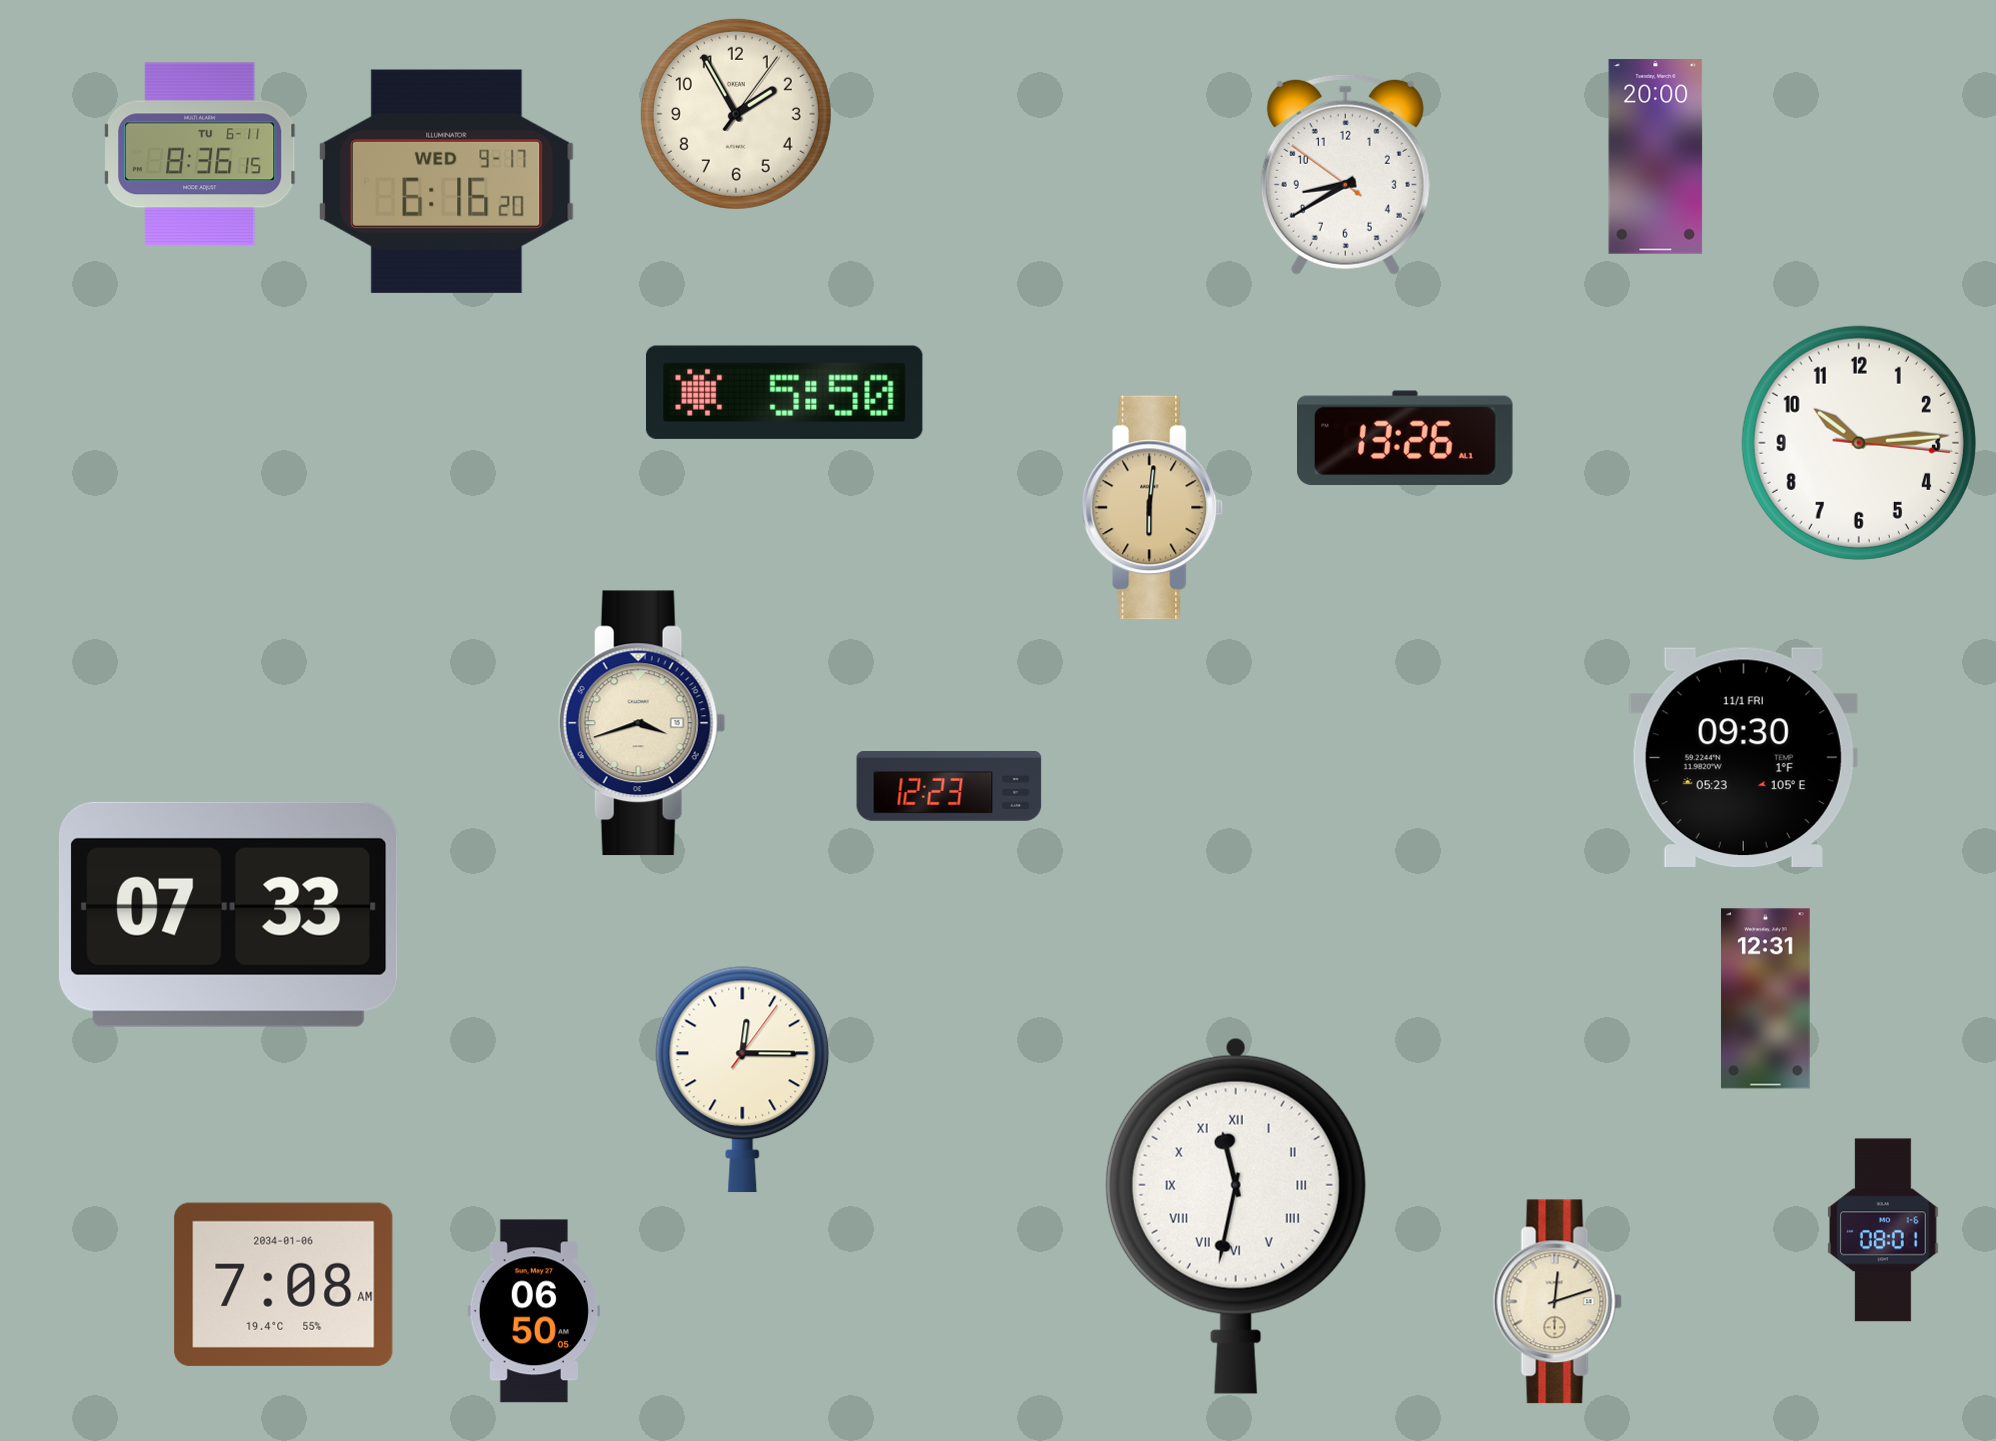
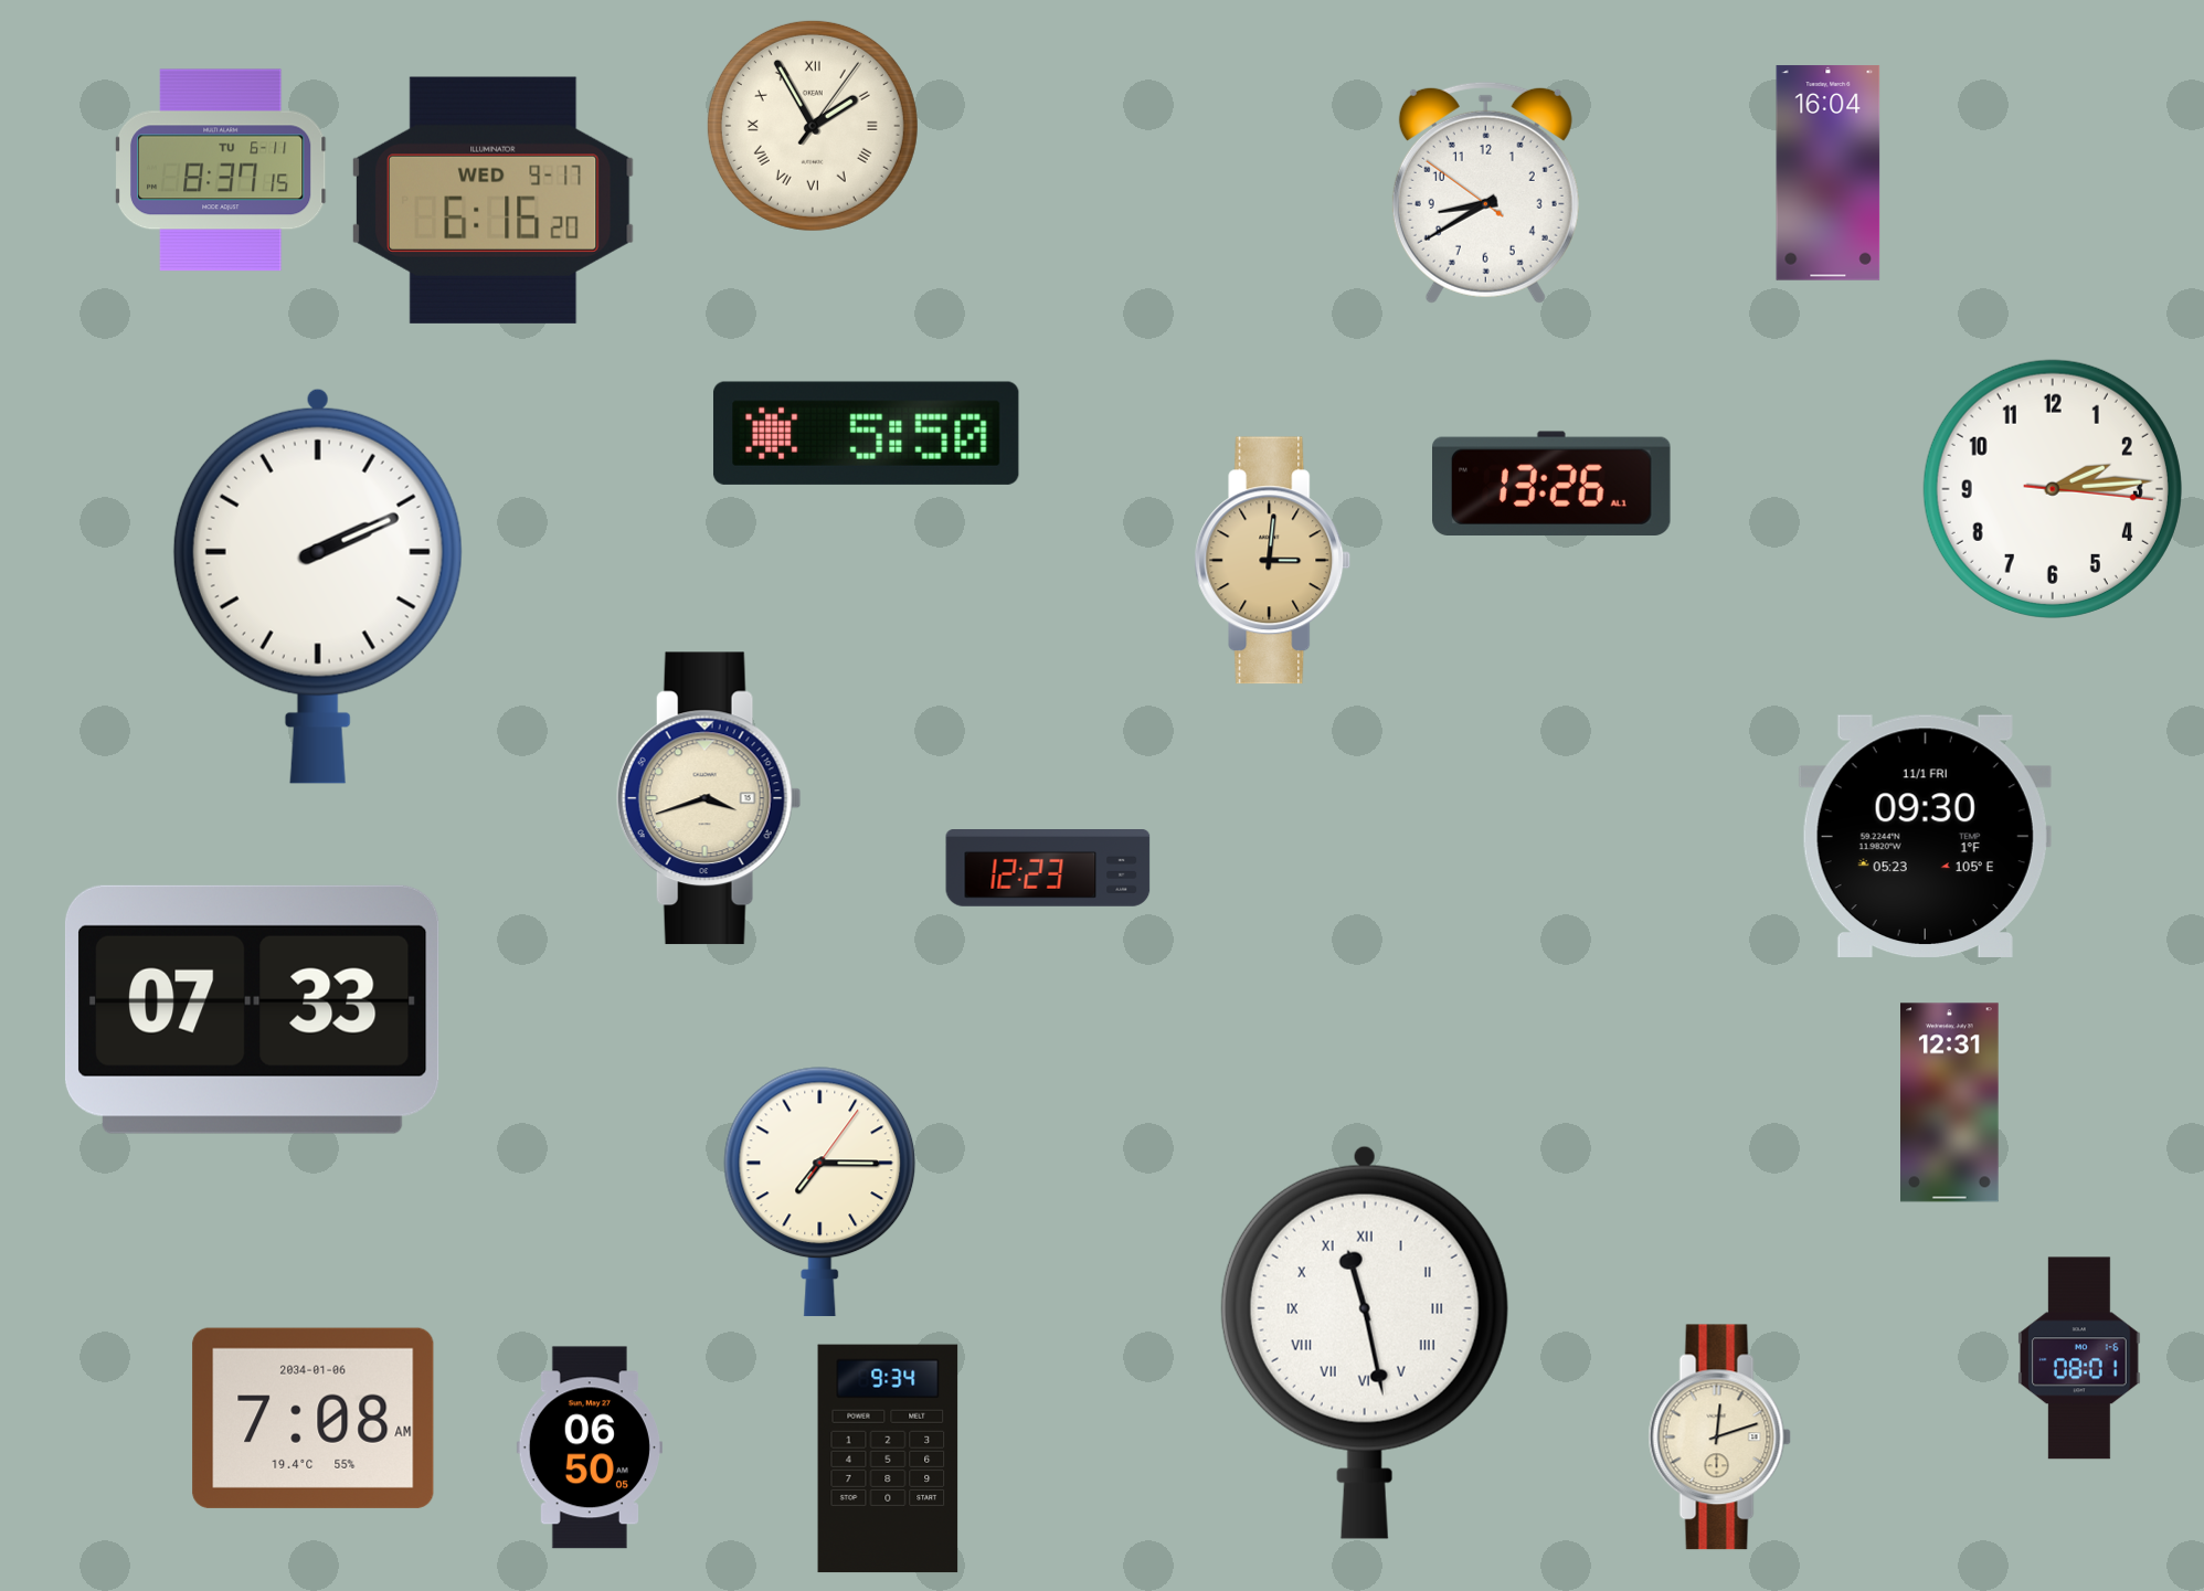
clock at (736, 114) numerals: Arabic -> Roman
clock at (200, 154): 8:36 -> 8:37
clock at (1656, 157): 20:00 -> 16:04
clock at (1859, 443): 10:14 -> 2:14
clock at (1153, 508): 6:01 -> 3:01
clock at (318, 586): none -> 2:11
clock at (743, 1080): 12:15 -> 7:15
clock at (1236, 1216): 11:32 -> 11:28
clock at (888, 1459): none -> 9:34
